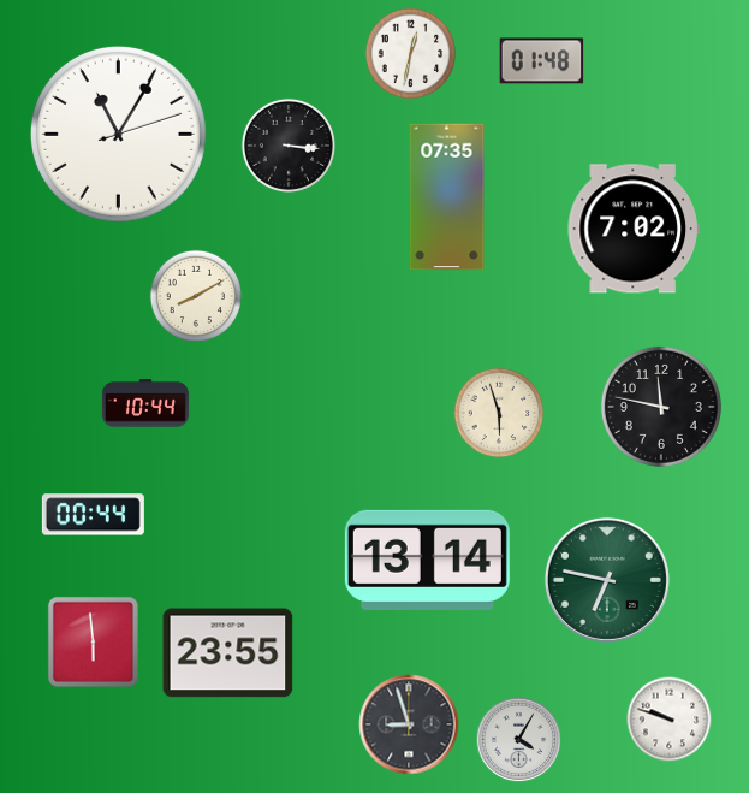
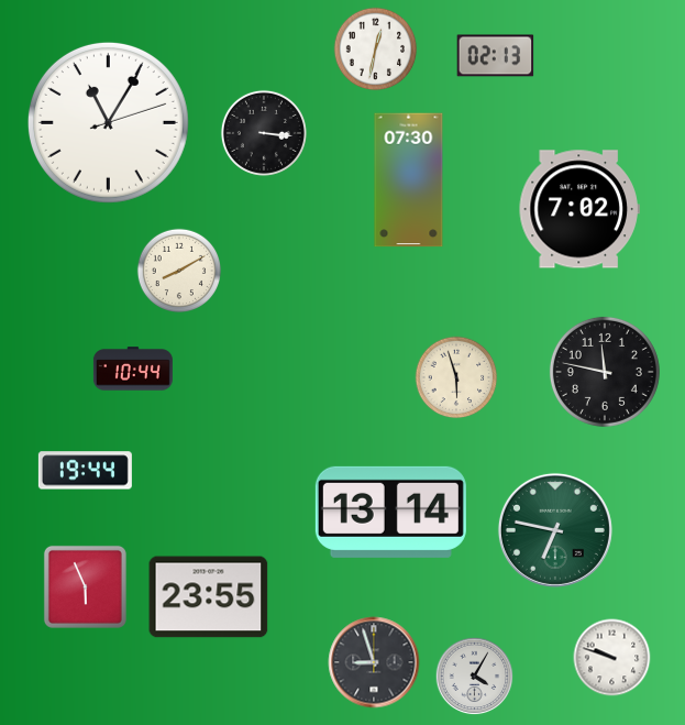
clock at (542, 61): 01:48 -> 02:13
clock at (447, 197): 07:35 -> 07:30
clock at (93, 515): 00:44 -> 19:44
clock at (93, 641): 5:59 -> 5:56
